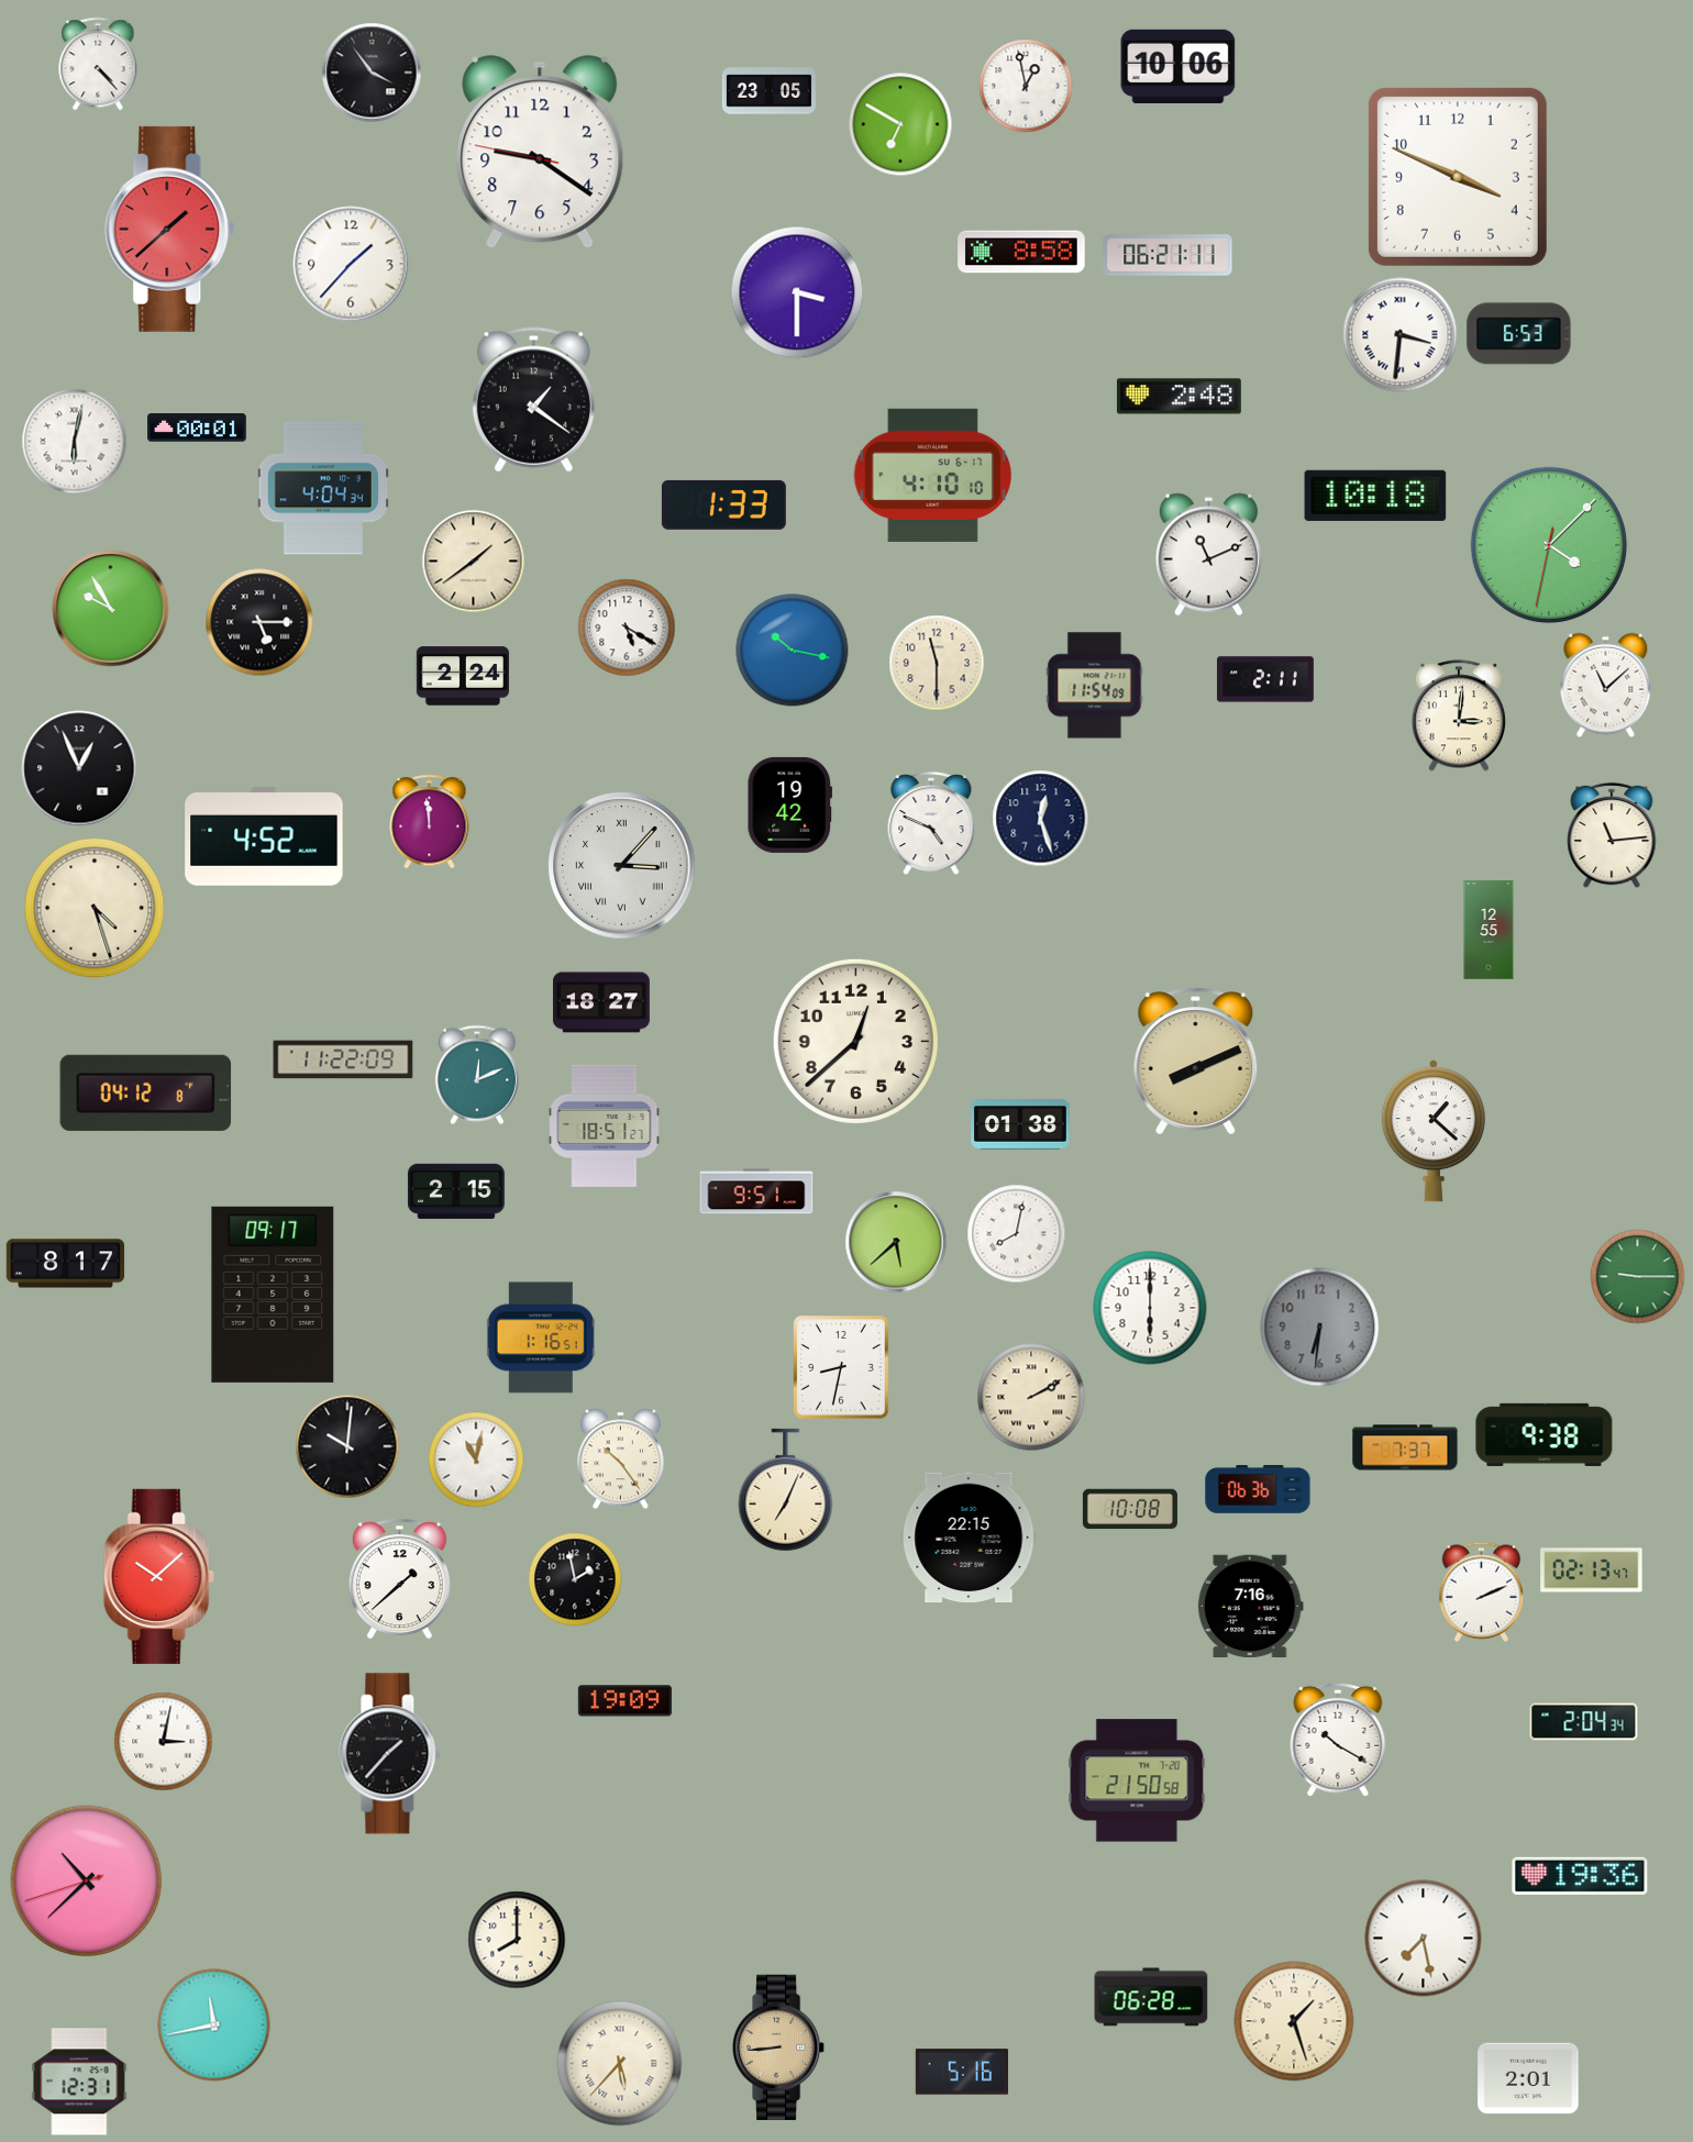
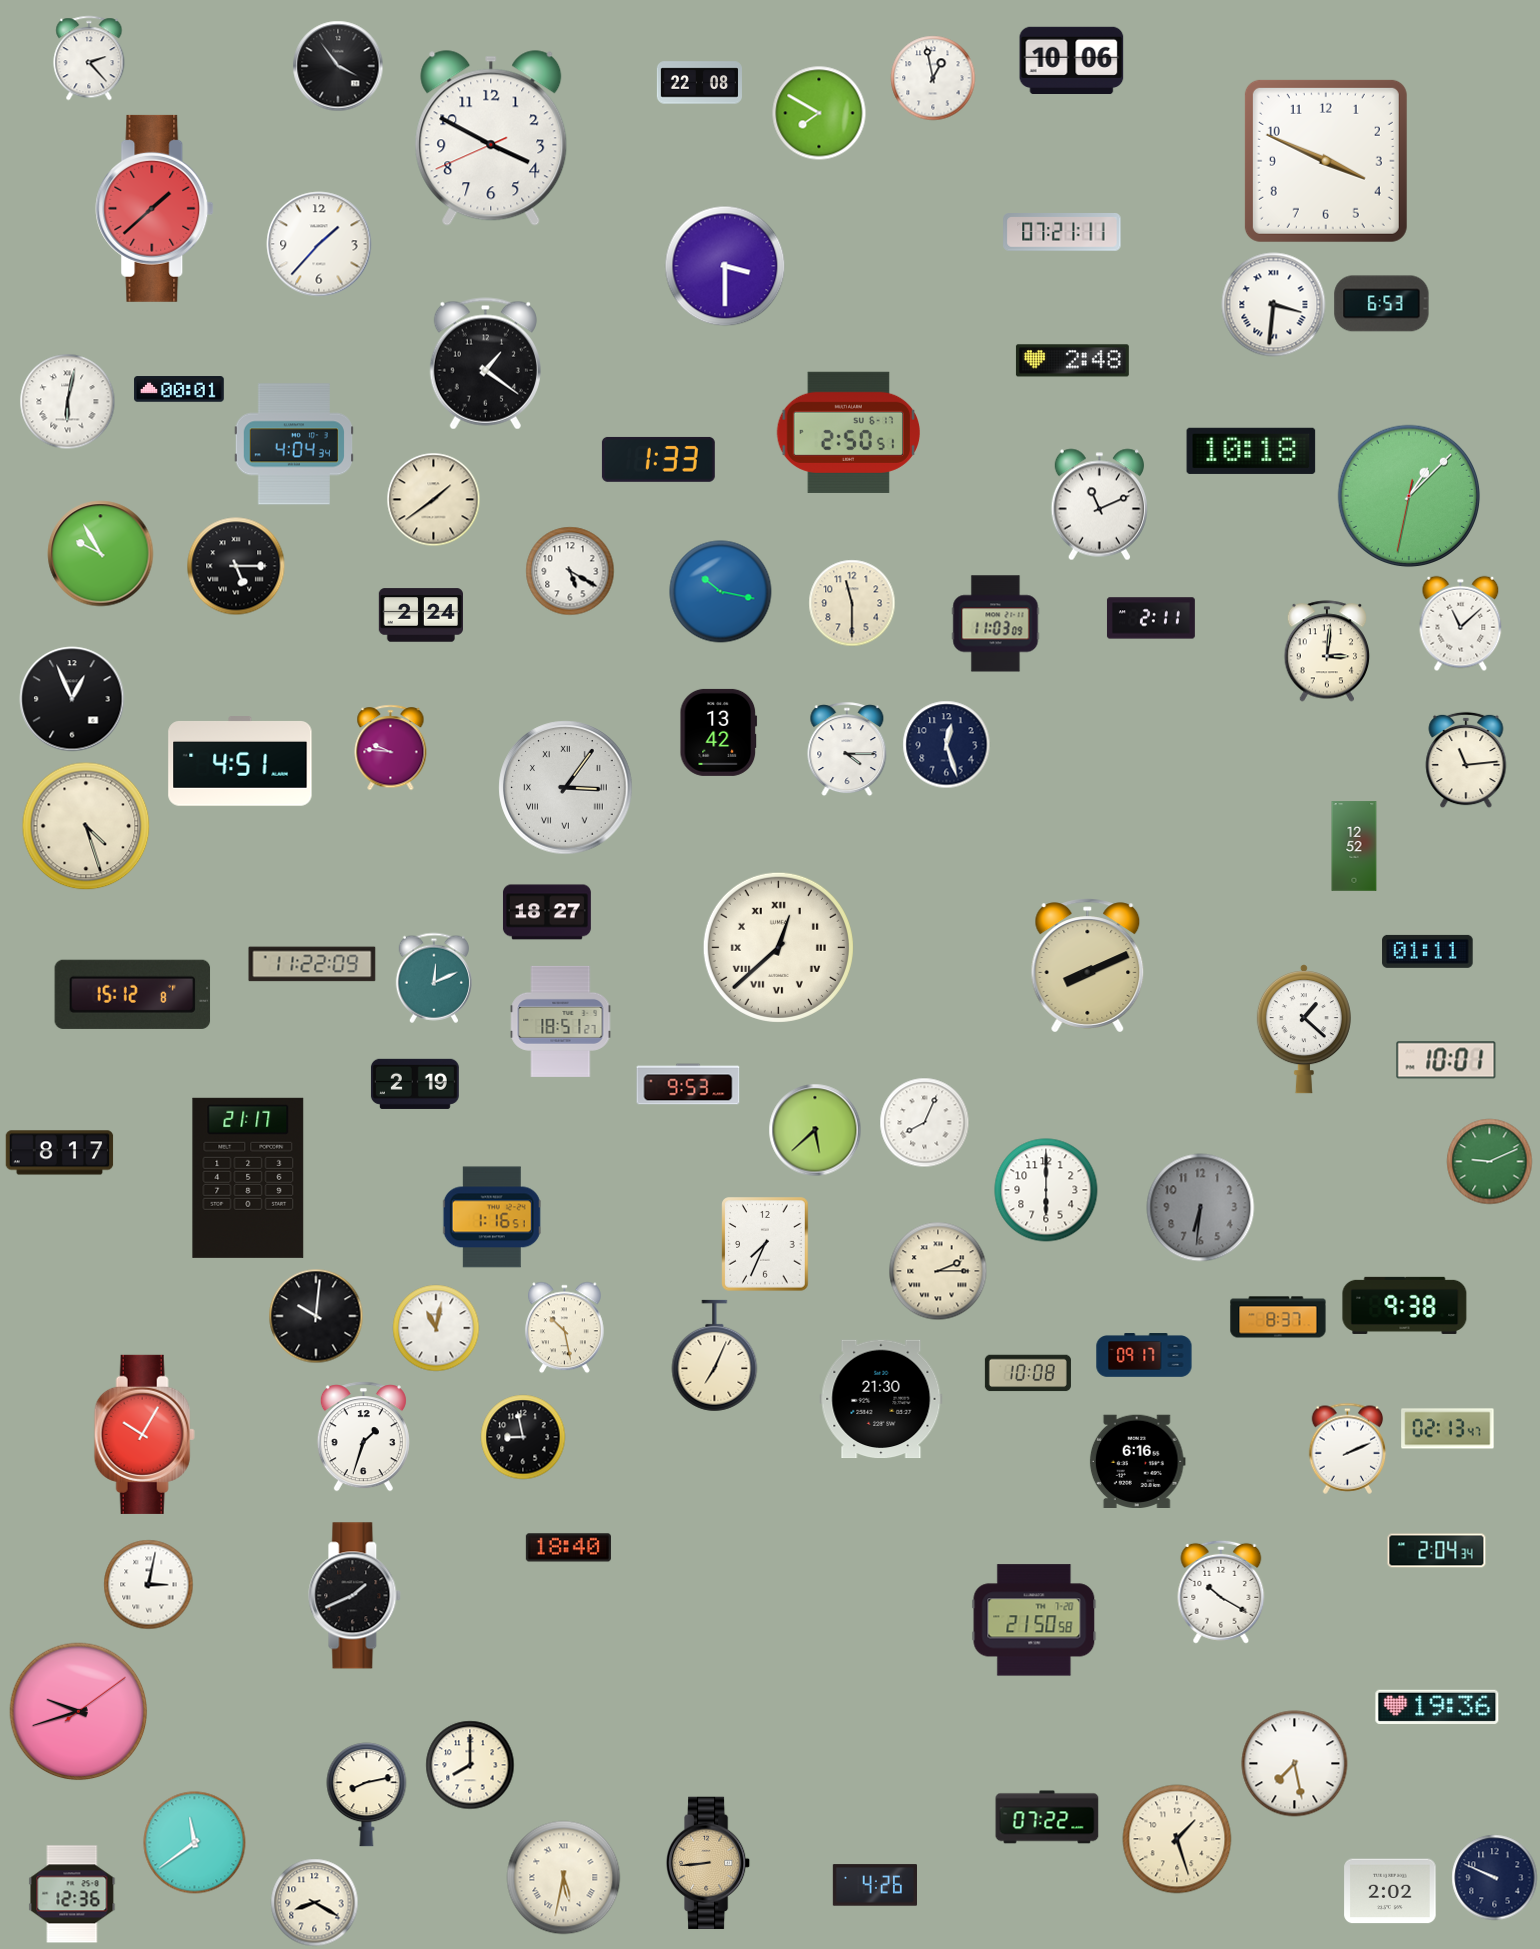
clock at (98, 64): 4:23 -> 2:23
clock at (768, 91): 23:05 -> 22:08
clock at (900, 124): 6:50 -> 7:50
clock at (540, 152): 9:20 -> 3:49
clock at (1021, 252): 8:58 -> none
clock at (1168, 256): 06:21 -> 07:21
clock at (351, 264) position: (351, 264) -> (319, 244)
clock at (933, 475): 4:10 -> 2:50
clock at (1549, 545): 4:07 -> 1:07
clock at (474, 562) position: (474, 562) -> (434, 500)
clock at (1095, 686): 11:54 -> 11:03
clock at (790, 804): 19:42 -> 13:42
clock at (430, 822): 11:59 -> 9:46
clock at (931, 824): 4:49 -> 4:15
clock at (264, 836): 4:52 -> 4:51
clock at (622, 866): 3:07 -> 3:06
clock at (1489, 930): 12:55 -> 12:52
clock at (855, 1041) numerals: Arabic -> Roman
clock at (1428, 951): none -> 01:11
clock at (146, 1092): 04:12 -> 15:12
clock at (605, 1125) position: (605, 1125) -> (561, 1021)
clock at (1020, 1125): 01:38 -> none
clock at (1446, 1060): none -> 10:01
clock at (456, 1191): 2:15 -> 2:19
clock at (756, 1191): 9:51 -> 9:53
clock at (1017, 1234): 8:02 -> 8:04
clock at (66, 1264) position: (66, 1264) -> (60, 1153)
clock at (1638, 1277): 9:15 -> 9:11
clock at (273, 1295): 09:17 -> 21:17
clock at (841, 1367): 8:32 -> 7:34
clock at (1031, 1397): 2:10 -> 2:15
clock at (1405, 1447): 7:37 -> 8:37
clock at (476, 1460) position: (476, 1460) -> (436, 1328)
clock at (620, 1460): 10:24 -> 10:28
clock at (1258, 1489): 06:36 -> 09:17
clock at (969, 1538): 22:15 -> 21:30
clock at (158, 1576): 10:08 -> 10:05
clock at (399, 1579): 1:38 -> 1:33
clock at (575, 1579): 1:58 -> 8:58
clock at (1250, 1606): 7:16 -> 6:16
clock at (624, 1701): 19:09 -> 18:40
clock at (1584, 1722) position: (1584, 1722) -> (1437, 1551)
clock at (1338, 1740) position: (1338, 1740) -> (1221, 1592)
clock at (390, 1754): 1:37 -> 1:41
clock at (87, 1882): 10:37 -> 9:42
clock at (367, 1795): none -> 8:13
clock at (1151, 1997): 06:28 -> 07:22
clock at (214, 2026): 11:43 -> 11:39
clock at (620, 2064): 5:37 -> 5:32
clock at (1495, 1878): none -> 9:49
clock at (961, 2072): 5:16 -> 4:26
clock at (1528, 2078): 2:01 -> 2:02
clock at (79, 2082): 12:31 -> 12:36
clock at (315, 1903): none -> 8:20
